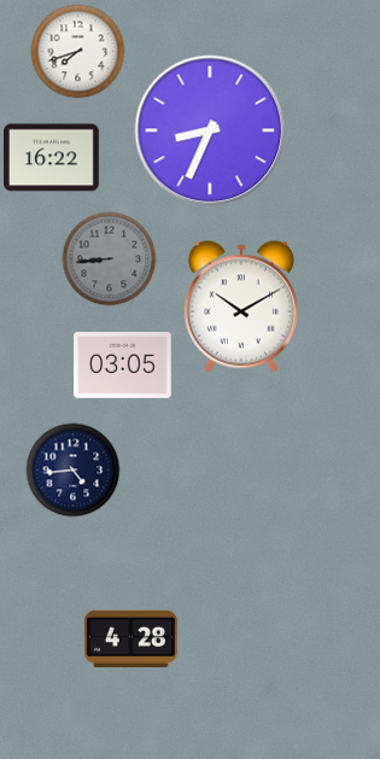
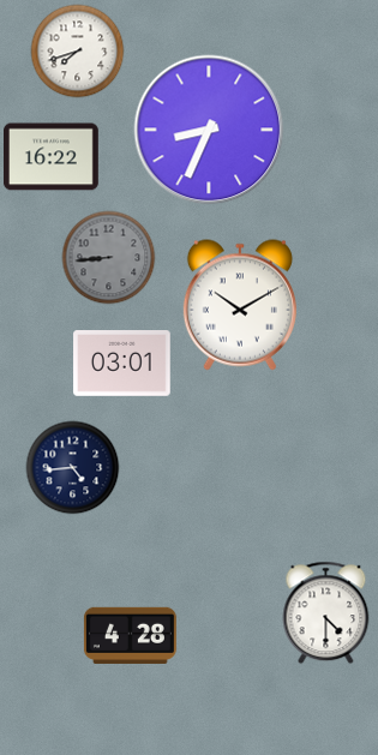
clock at (123, 366): 03:05 -> 03:01
clock at (326, 612): none -> 4:30
